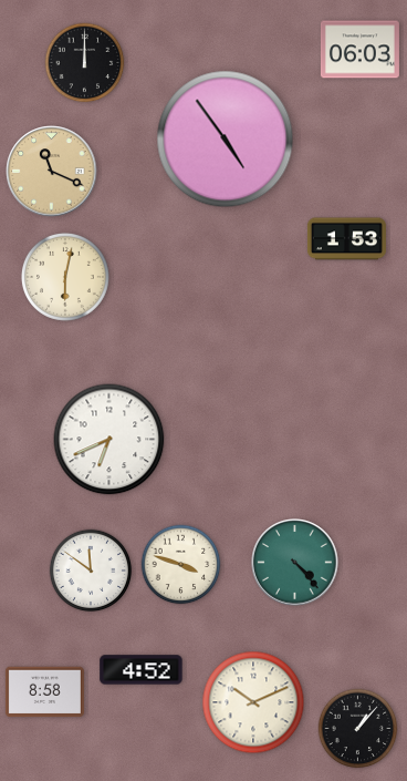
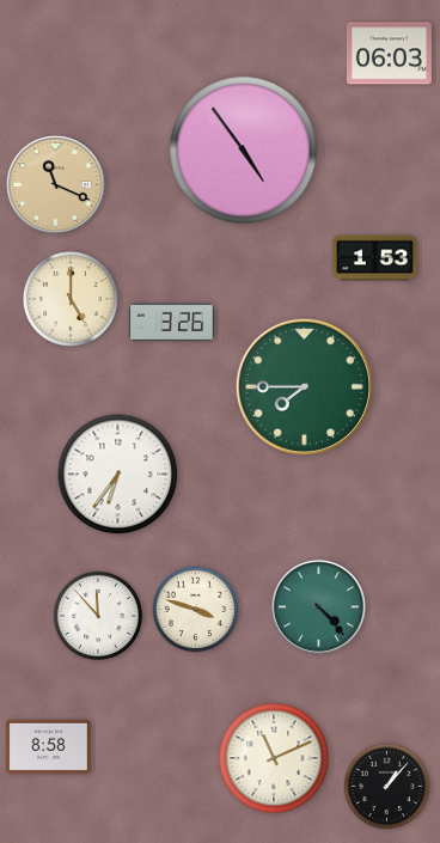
clock at (85, 63): 12:00 -> none
clock at (65, 277): 6:02 -> 5:00
clock at (171, 322): none -> 3:26
clock at (304, 386): none -> 7:45
clock at (109, 440): 6:41 -> 6:36
clock at (91, 571): 11:51 -> 11:53
clock at (142, 670): 4:52 -> none
clock at (253, 702): 10:11 -> 11:11
